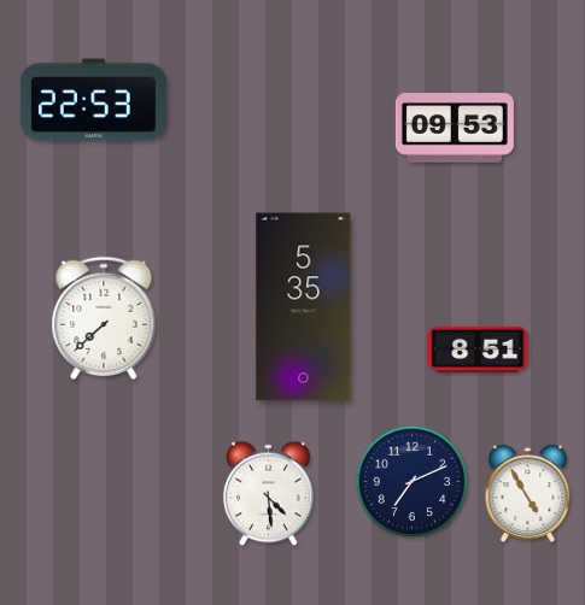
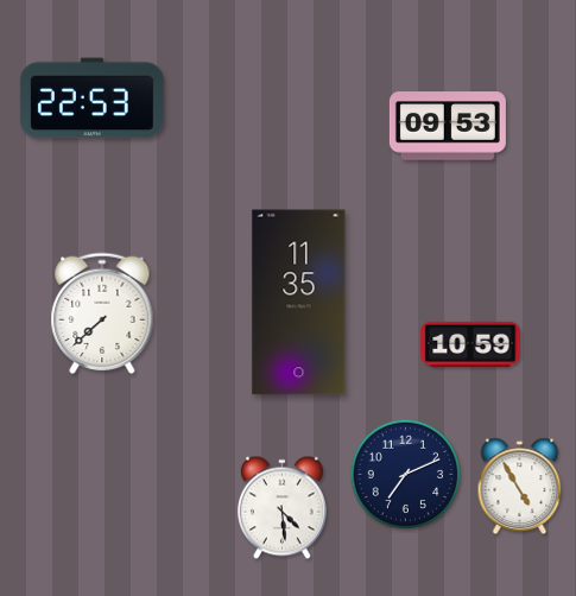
clock at (304, 307): 5:35 -> 11:35
clock at (478, 350): 8:51 -> 10:59
clock at (269, 494) position: (269, 494) -> (283, 508)
